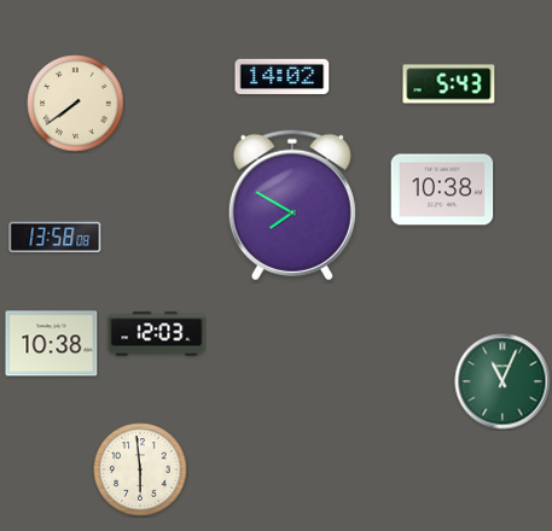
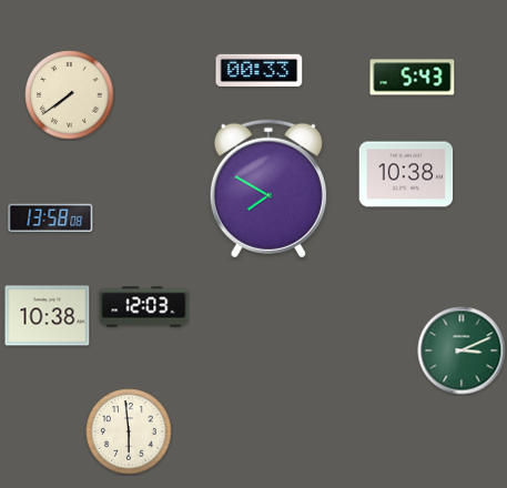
clock at (283, 76): 14:02 -> 00:33
clock at (502, 381): 11:04 -> 3:11
